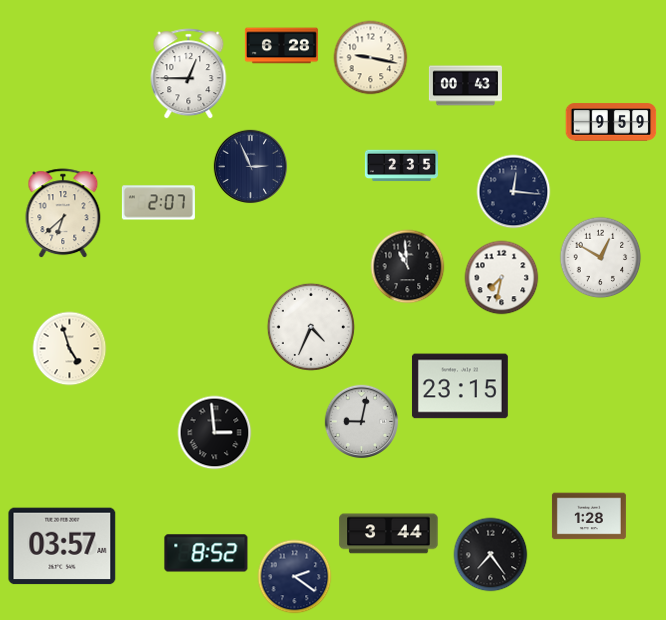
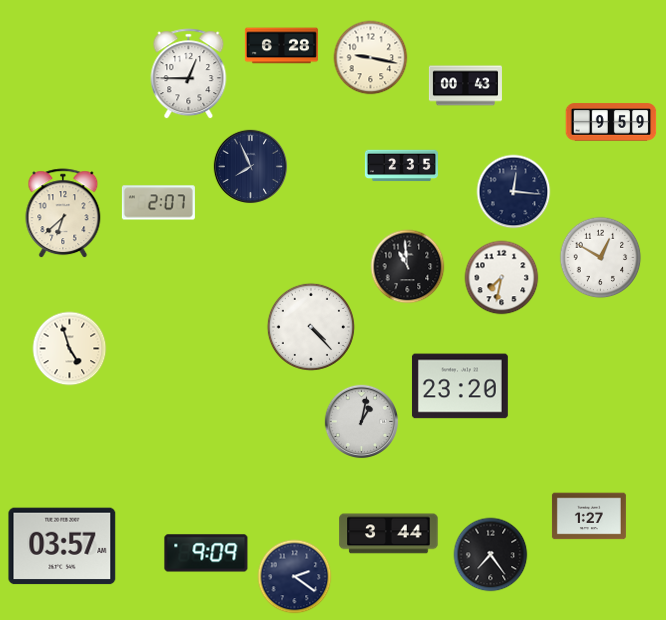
clock at (251, 167): 2:56 -> 7:56
clock at (311, 327): 4:34 -> 4:23
clock at (460, 386): 23:15 -> 23:20
clock at (362, 422): 9:02 -> 1:02
clock at (215, 433): 2:59 -> none
clock at (589, 516): 1:28 -> 1:27
clock at (206, 553): 8:52 -> 9:09
